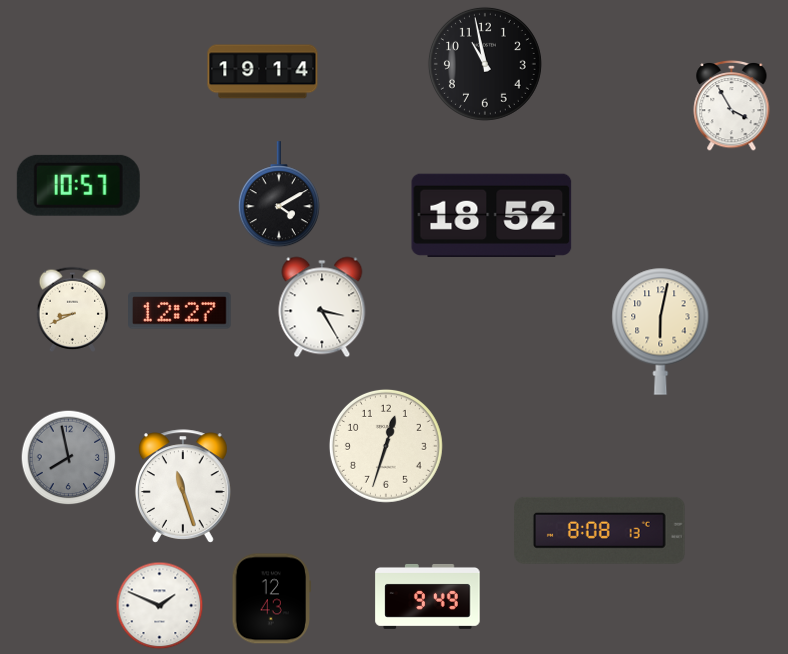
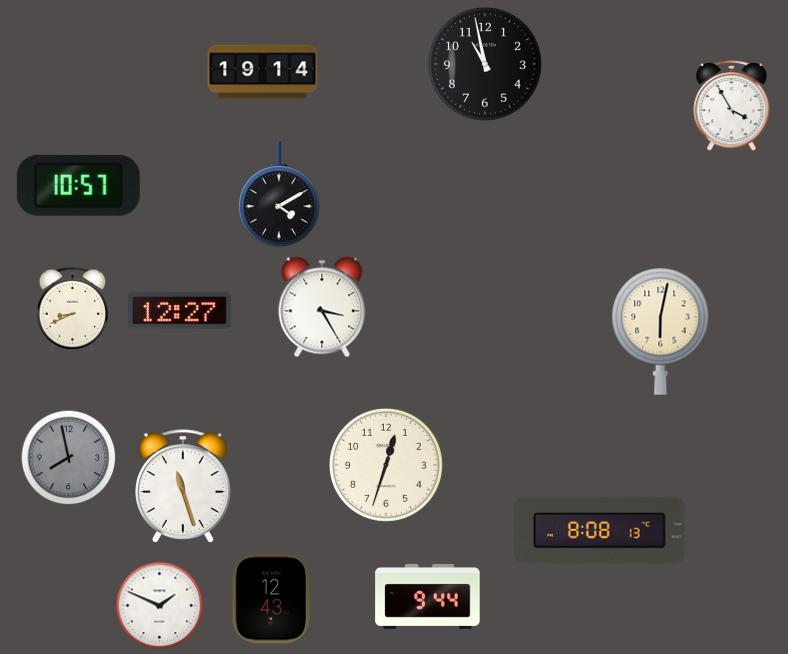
clock at (492, 215): 18:52 -> none
clock at (386, 446) position: (386, 446) -> (386, 465)
clock at (428, 596): 9:49 -> 9:44
